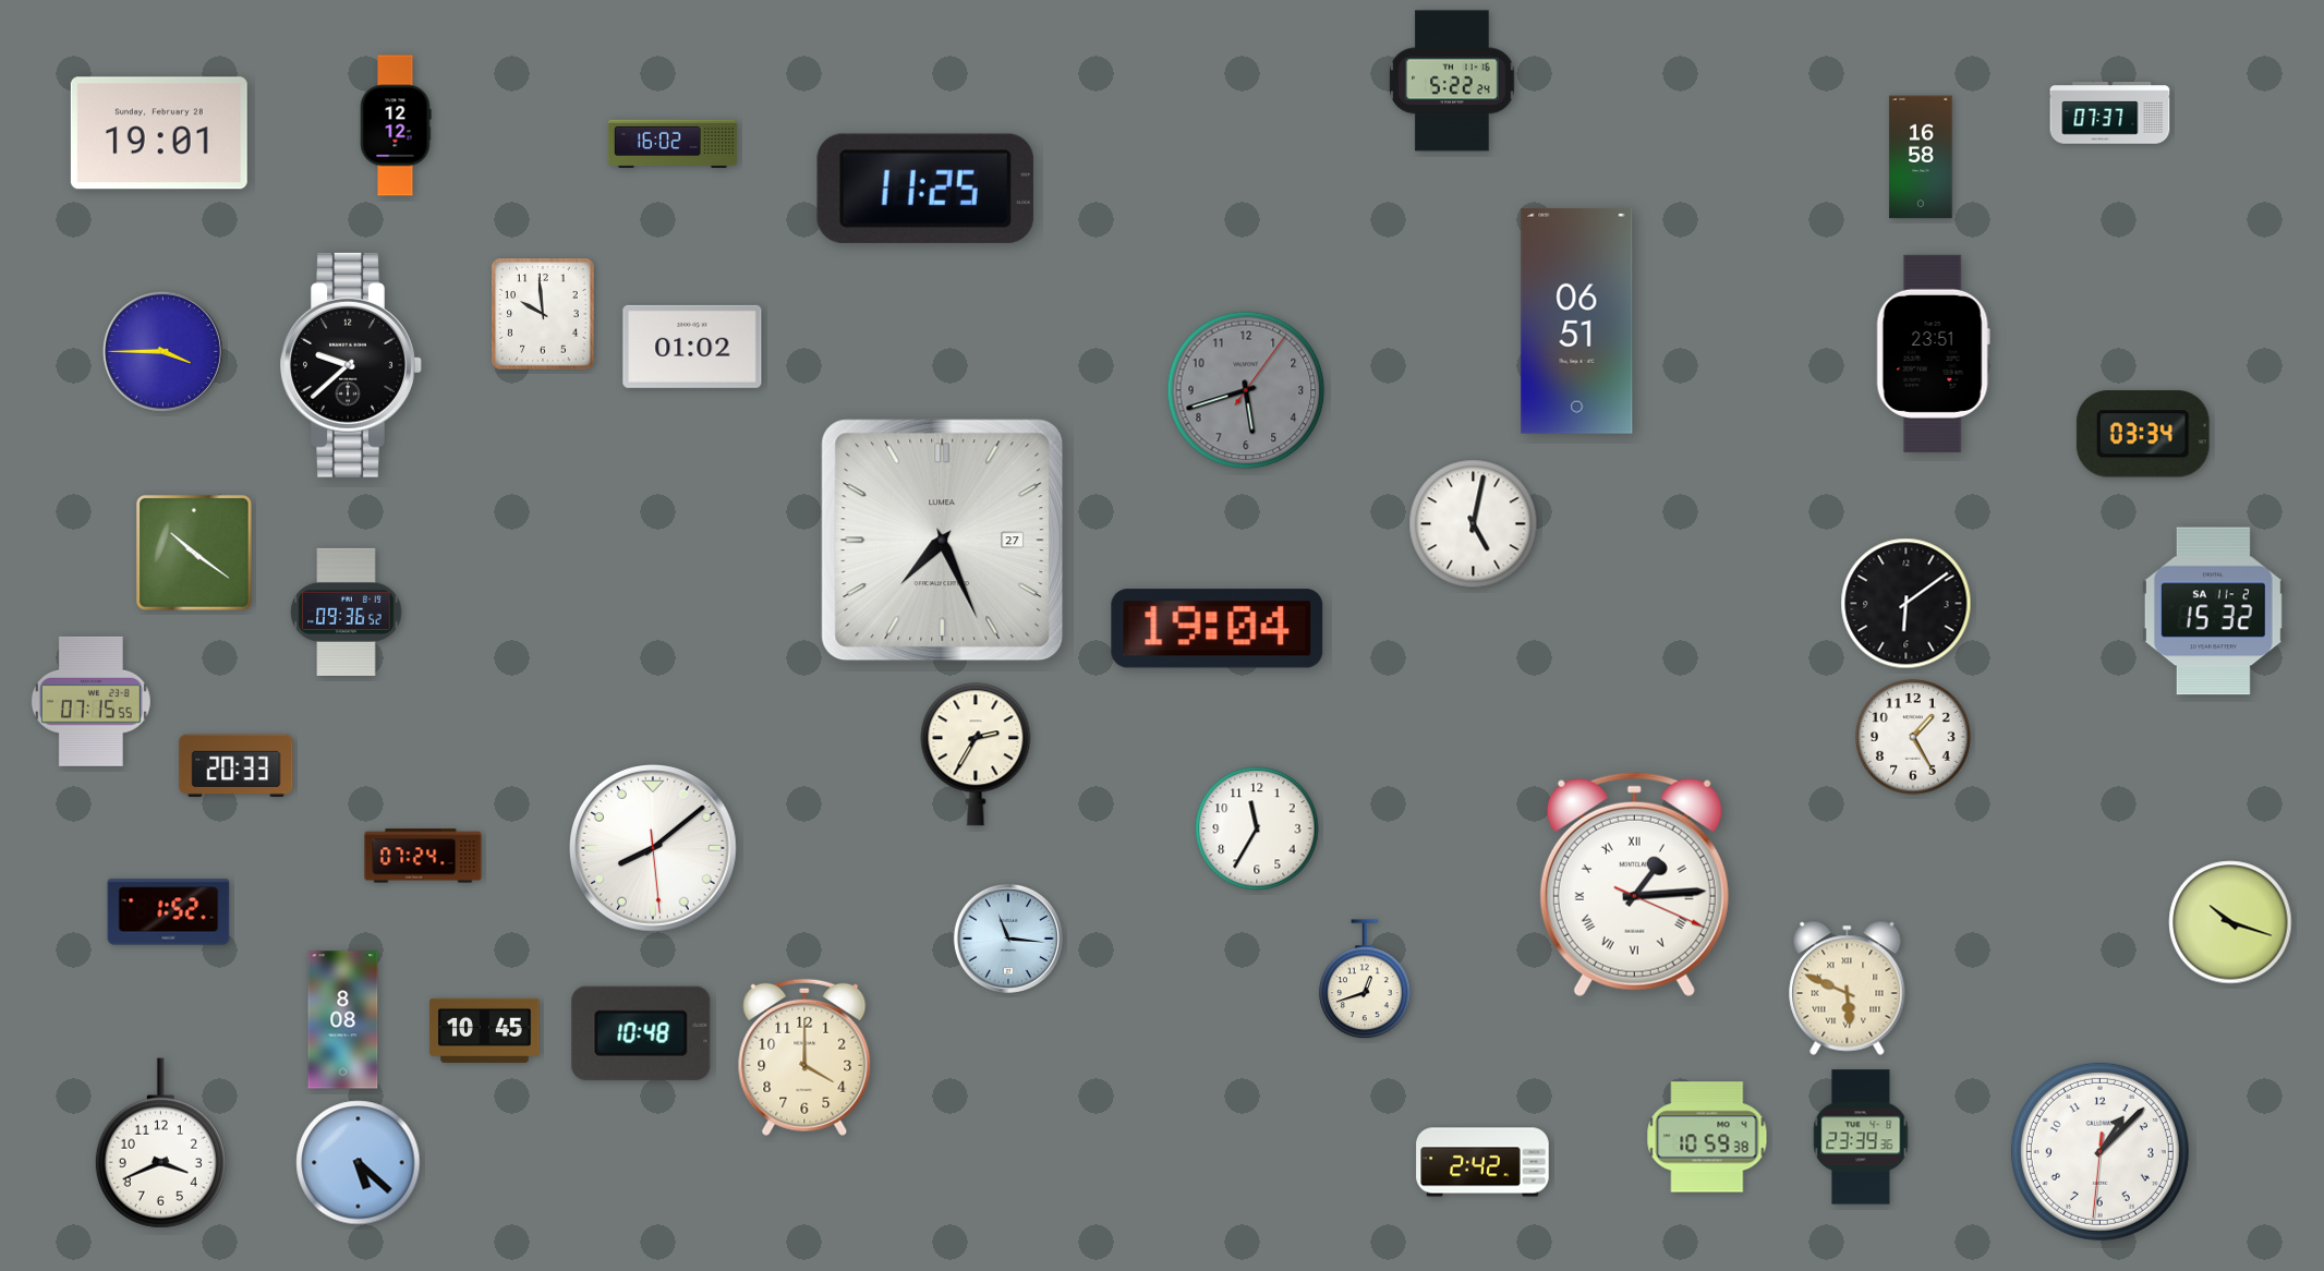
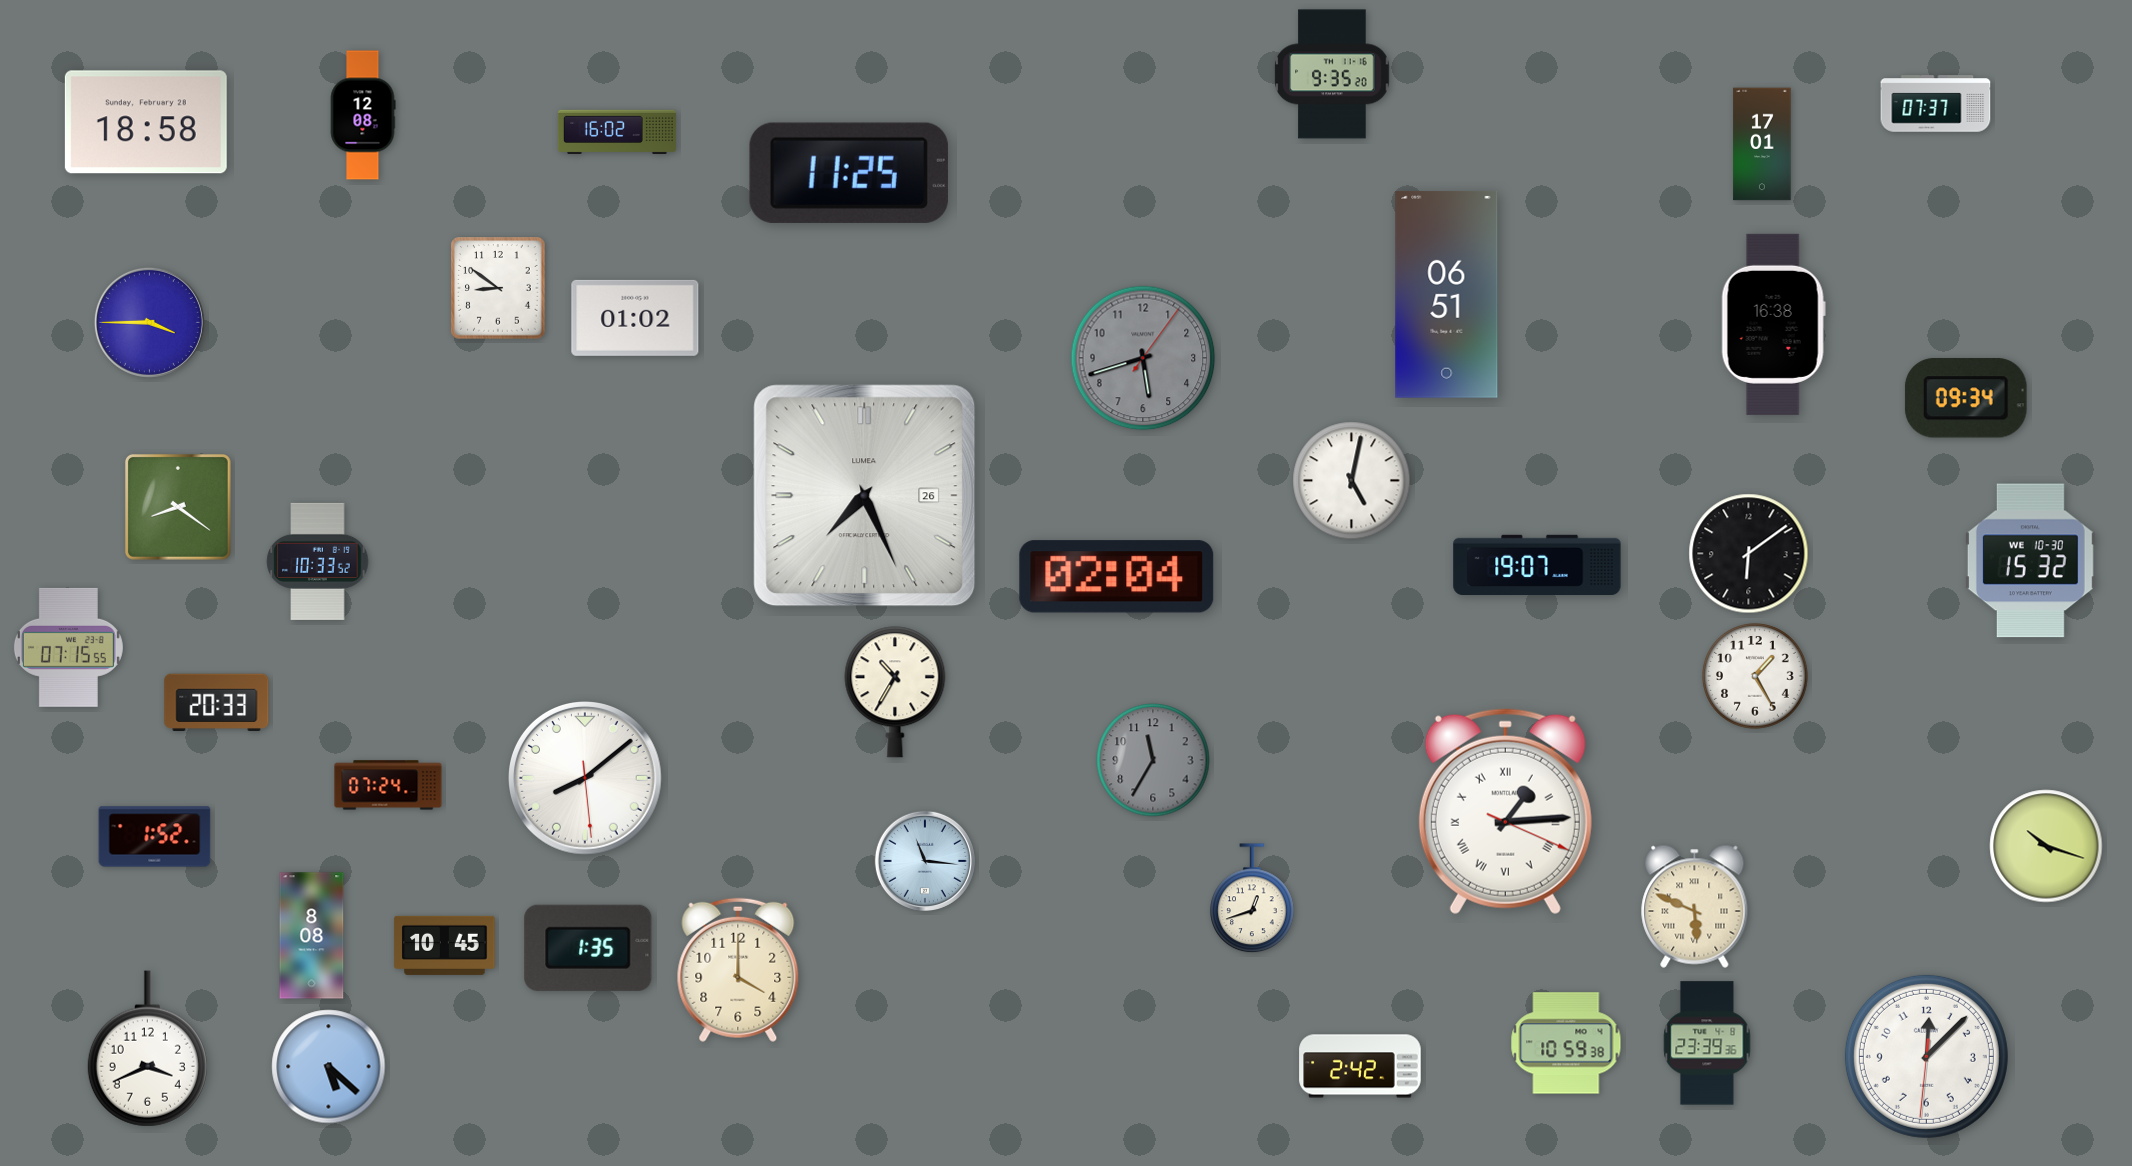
clock at (1452, 81): 5:22 -> 9:35
clock at (396, 125): 12:12 -> 12:08
clock at (159, 133): 19:01 -> 18:58
clock at (1921, 157): 16:58 -> 17:01
clock at (543, 314): 9:59 -> 8:51
clock at (1933, 353): 23:51 -> 16:38
clock at (351, 365): 9:38 -> none
clock at (2143, 434): 03:34 -> 09:34
clock at (943, 541) date: 27 -> 26
clock at (194, 553): 10:21 -> 8:21
clock at (347, 612): 09:36 -> 10:33
clock at (2213, 612) date: SA 11-2 -> WE 10-30
clock at (1537, 564): none -> 19:07
clock at (1218, 629): 19:04 -> 02:04
clock at (90, 701) position: (90, 701) -> (68, 647)
clock at (976, 754): 2:35 -> 10:35
clock at (1257, 828) dial: white -> grey
clock at (654, 849) position: (654, 849) -> (586, 779)
clock at (1634, 885) position: (1634, 885) -> (1505, 812)
clock at (343, 1020) position: (343, 1020) -> (312, 936)
clock at (641, 1033): 10:48 -> 1:35
clock at (2099, 1151): 1:07 -> 12:07
